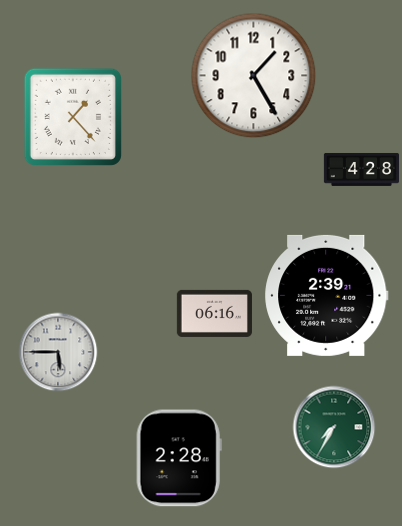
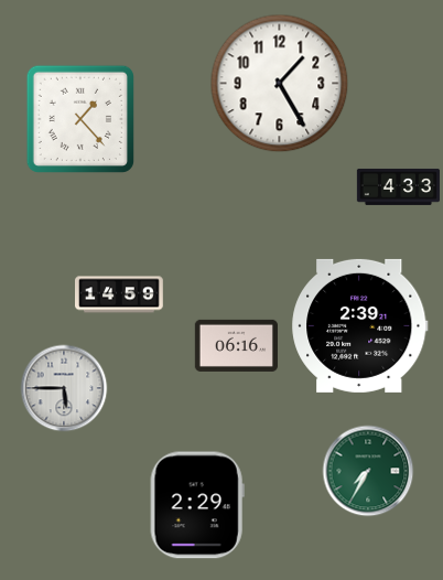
clock at (72, 116) position: (72, 116) -> (79, 118)
clock at (361, 169): 4:28 -> 4:33
clock at (120, 294): none -> 14:59
clock at (179, 458): 2:28 -> 2:29
